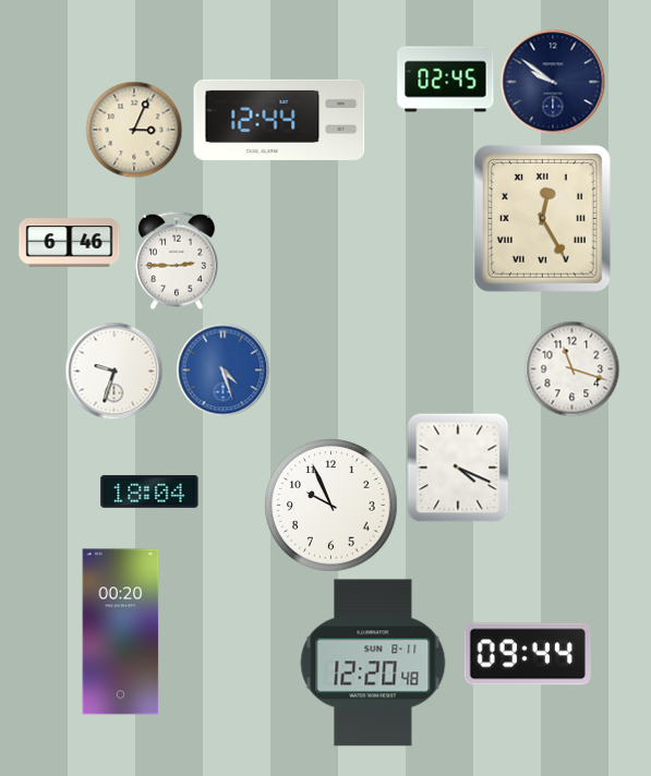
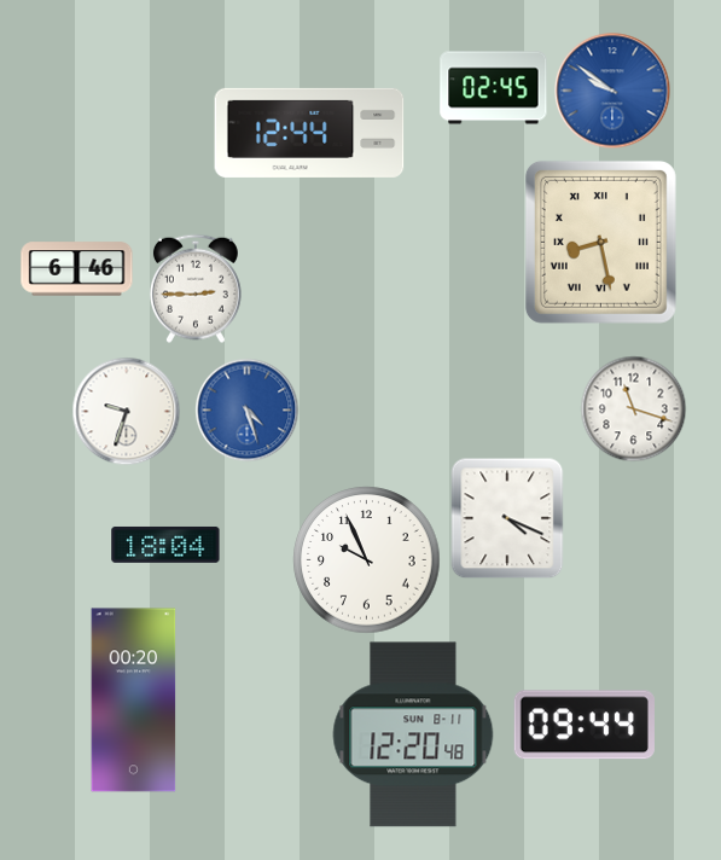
clock at (553, 82) dial: navy -> blue
clock at (134, 130): 3:04 -> none
clock at (542, 218): 12:25 -> 8:28
